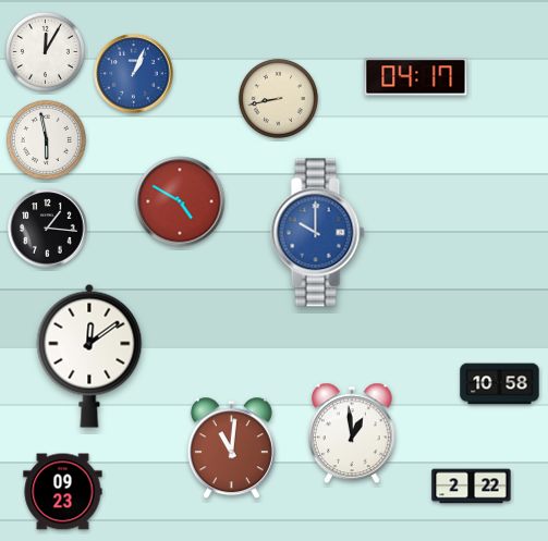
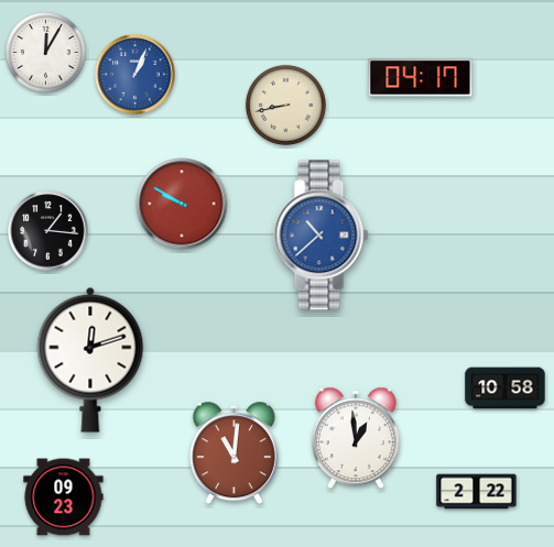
clock at (278, 98) position: (278, 98) -> (285, 105)
clock at (46, 139): 5:58 -> none
clock at (180, 201): 4:50 -> 9:50
clock at (318, 233): 10:00 -> 10:38
clock at (89, 356): 12:09 -> 12:12
